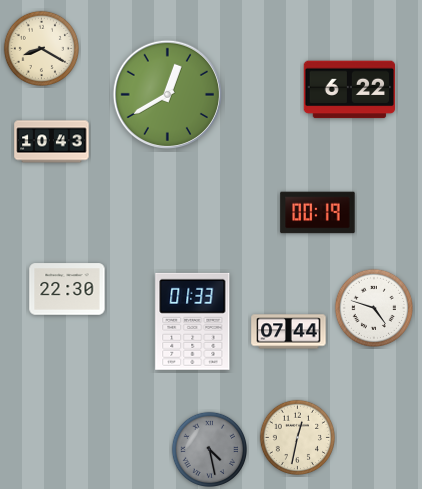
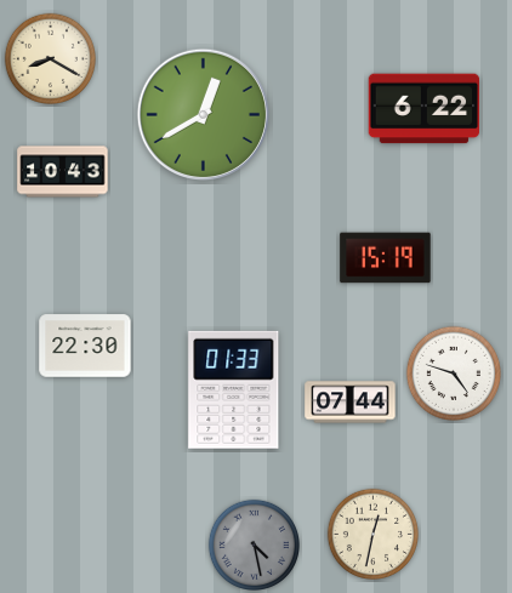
clock at (318, 213): 00:19 -> 15:19
clock at (67, 289) position: (67, 289) -> (85, 346)
clock at (297, 437) position: (297, 437) -> (372, 534)
